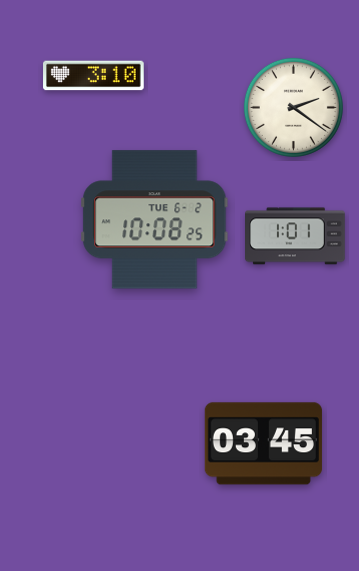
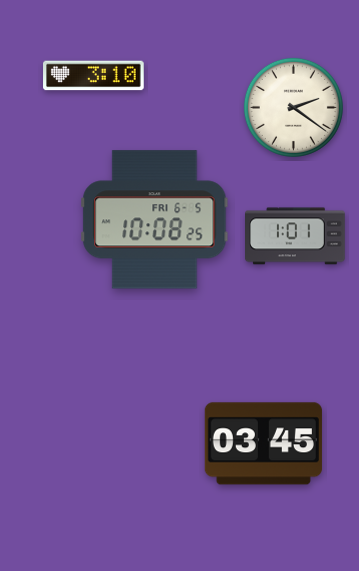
clock at (155, 220) date: TUE 6-2 -> FRI 6-5
